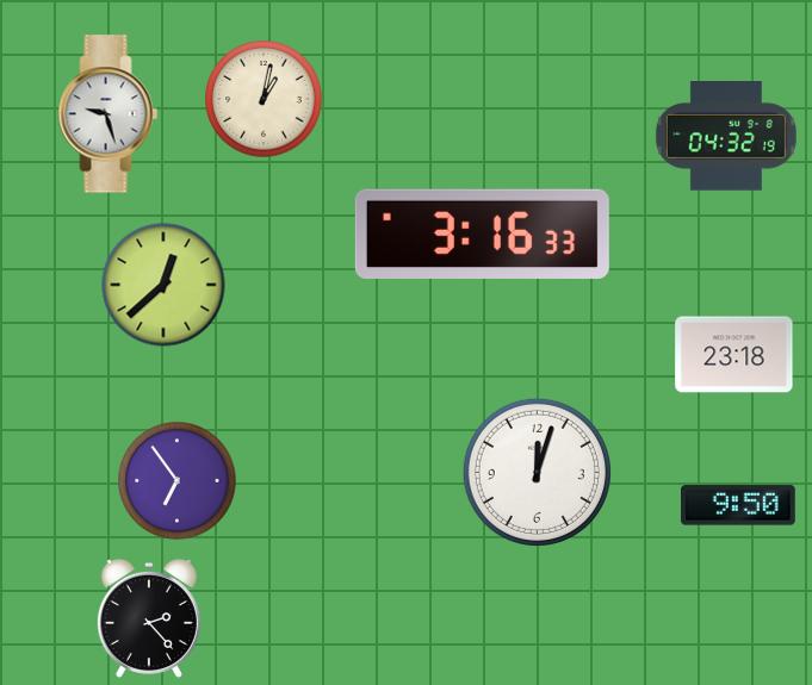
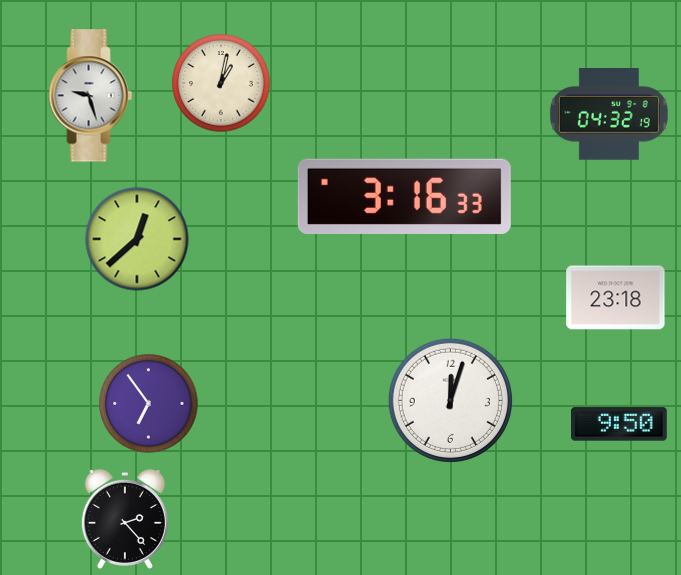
clock at (537, 472) position: (537, 472) -> (450, 400)
